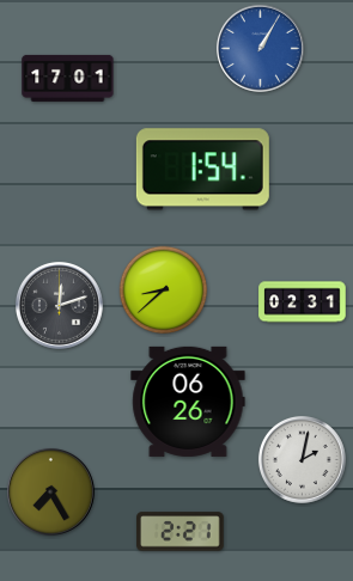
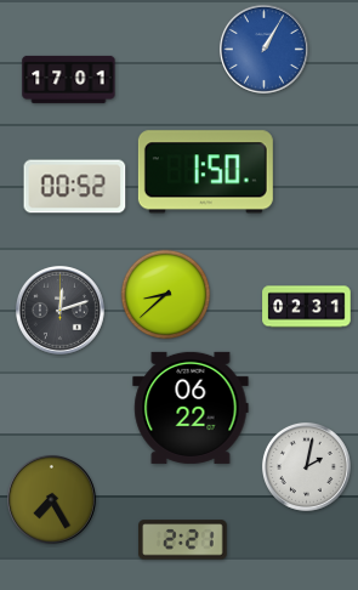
clock at (202, 170): 1:54 -> 1:50
clock at (75, 187): none -> 00:52
clock at (188, 402): 06:26 -> 06:22
